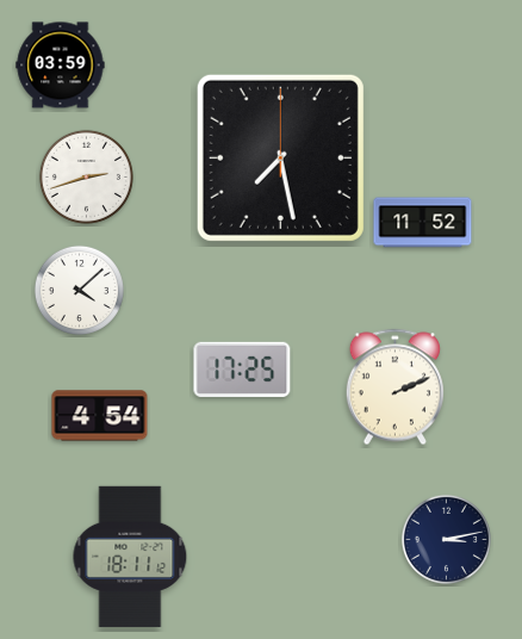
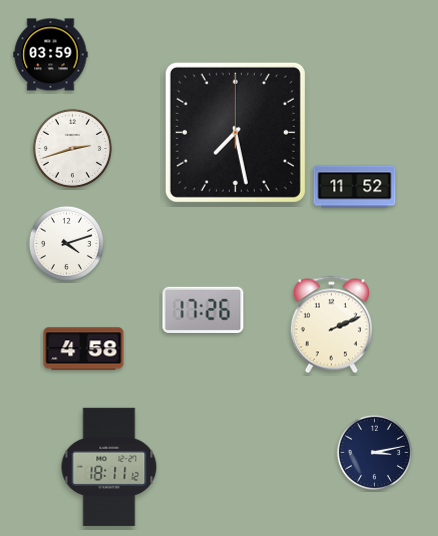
clock at (79, 290): 4:08 -> 4:12
clock at (242, 370): 17:25 -> 17:26
clock at (100, 416): 4:54 -> 4:58
